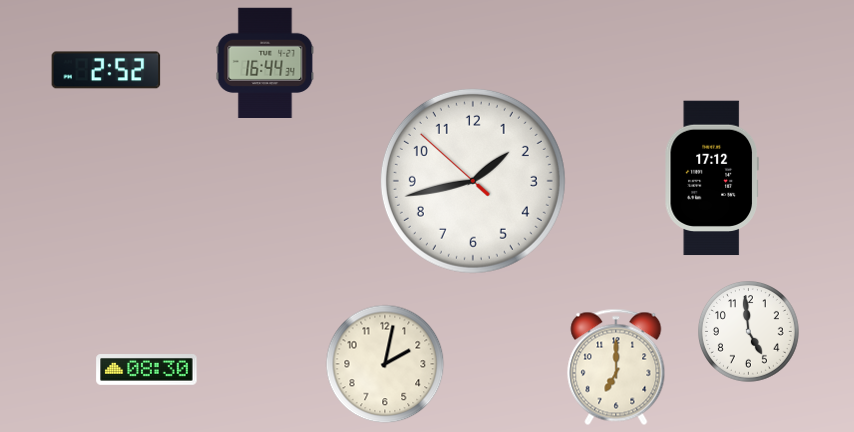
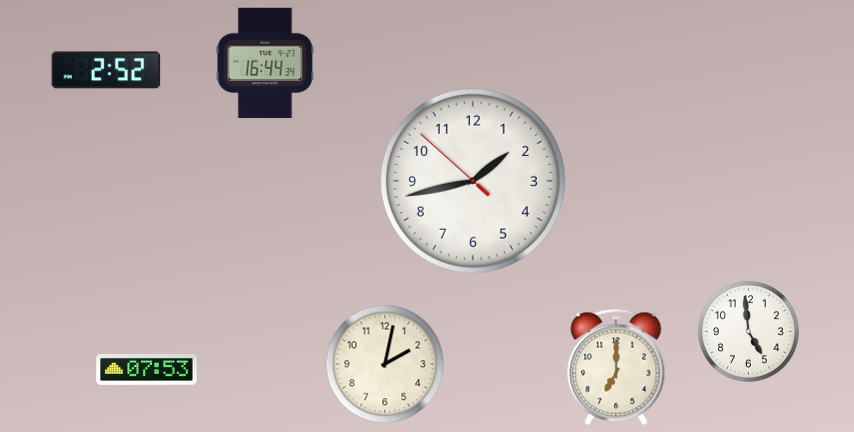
clock at (712, 178): 17:12 -> none
clock at (147, 370): 08:30 -> 07:53
